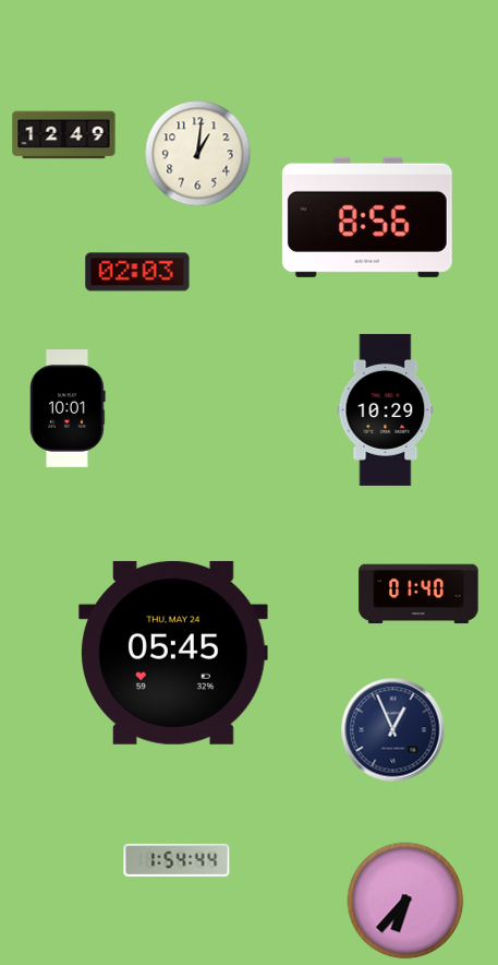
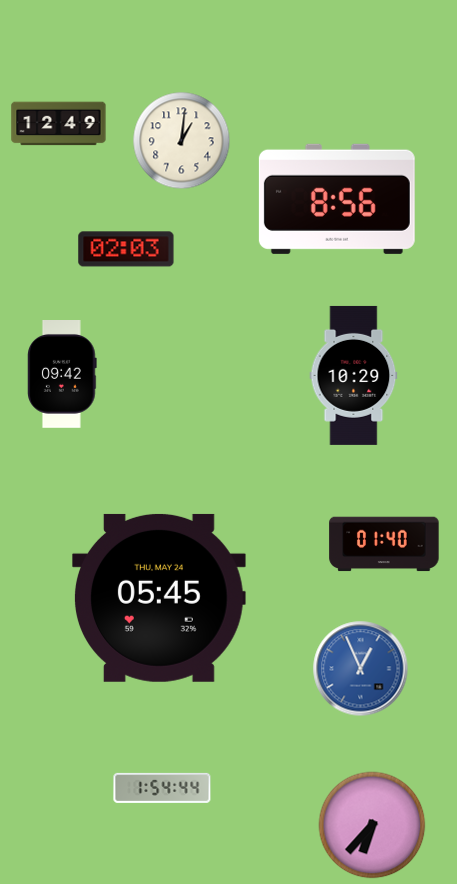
clock at (68, 409): 10:01 -> 09:42
clock at (393, 730) dial: navy -> blue
